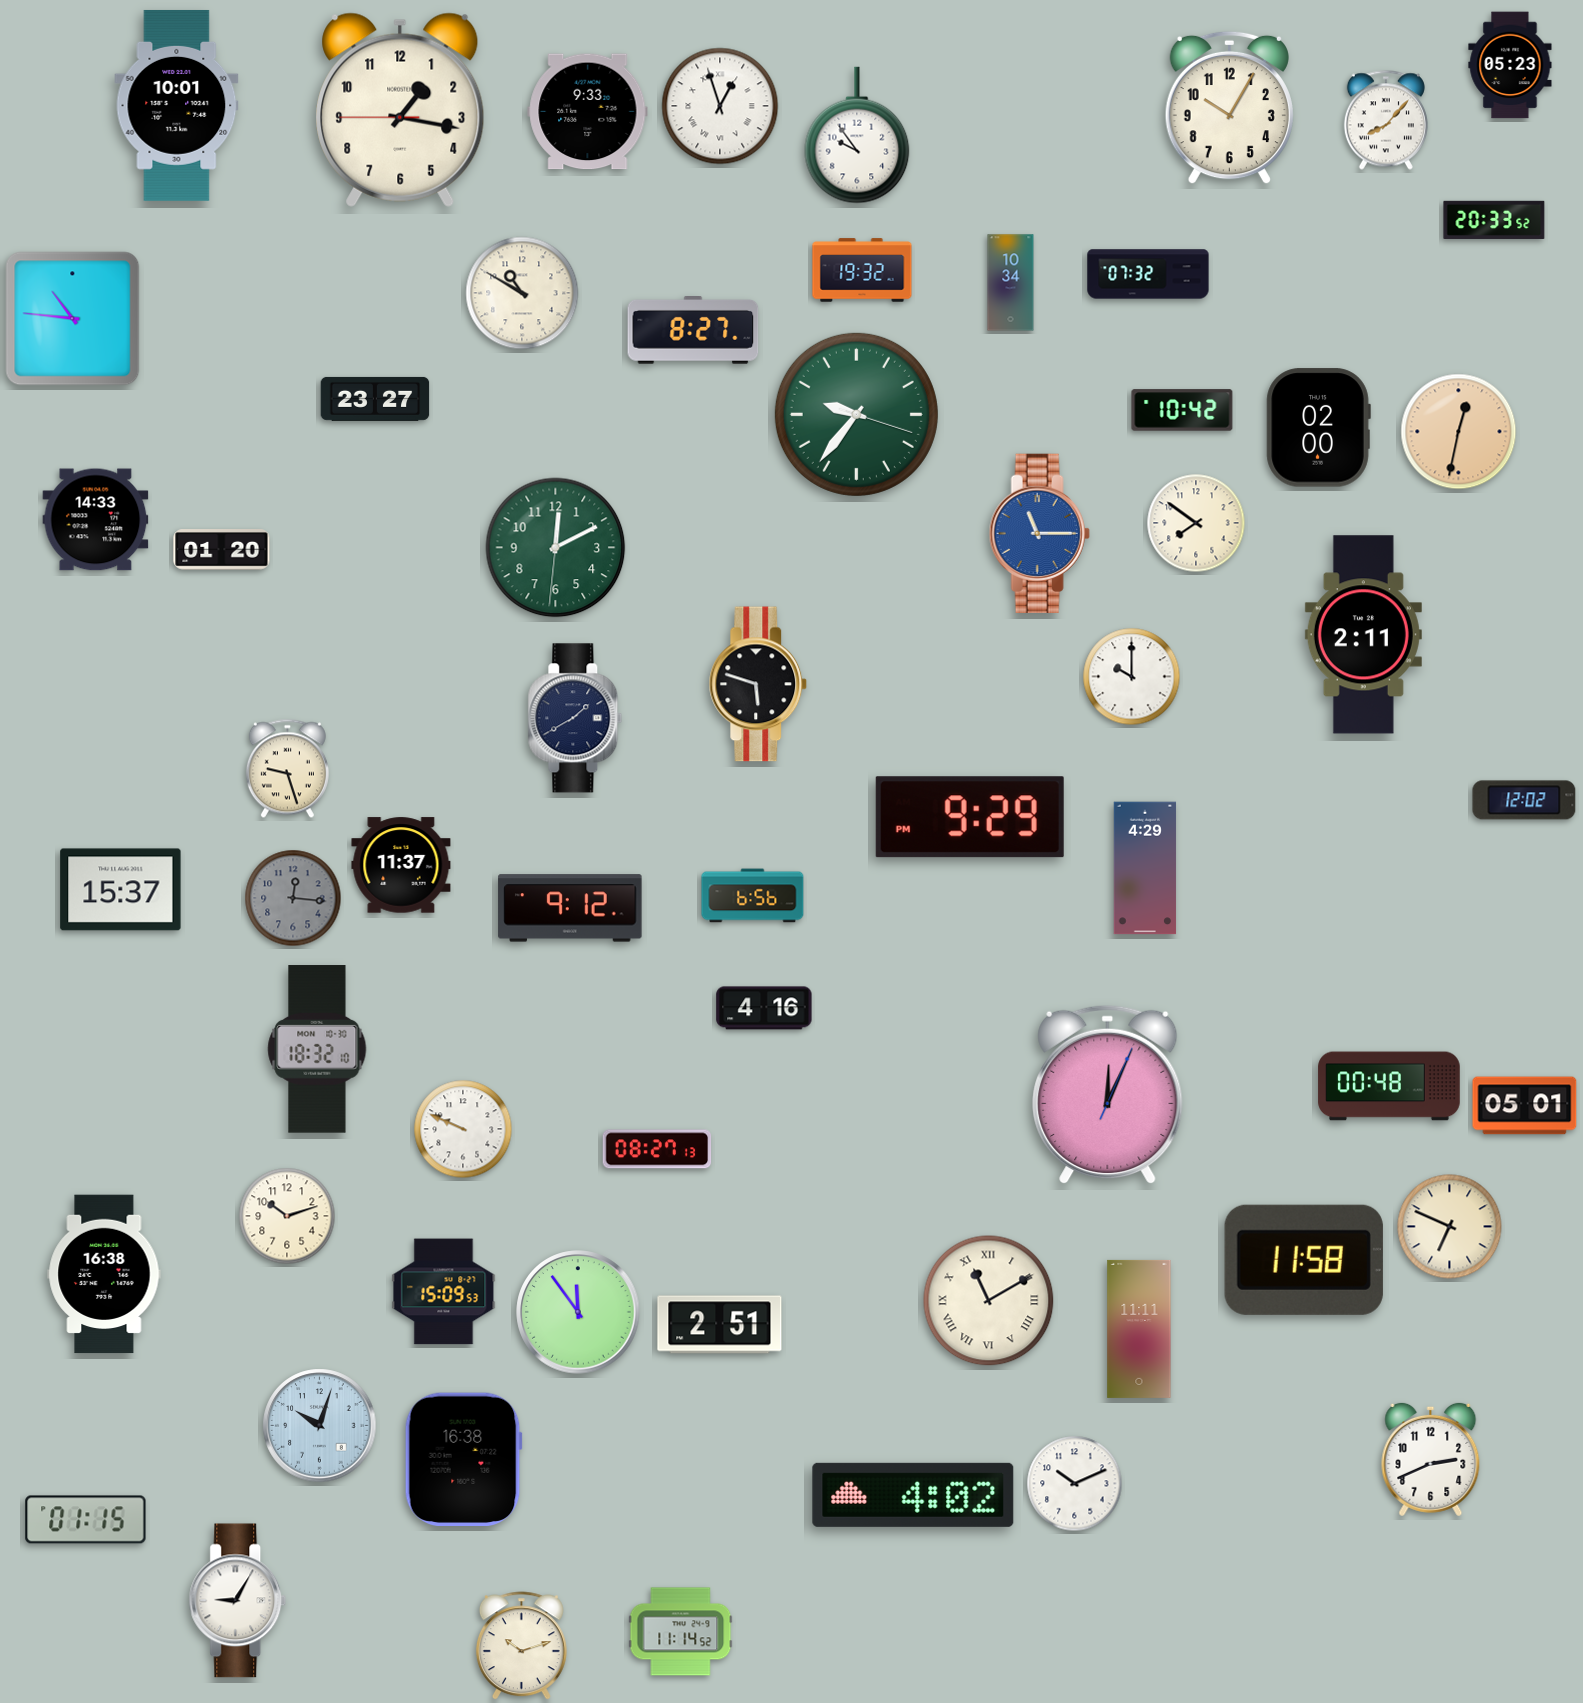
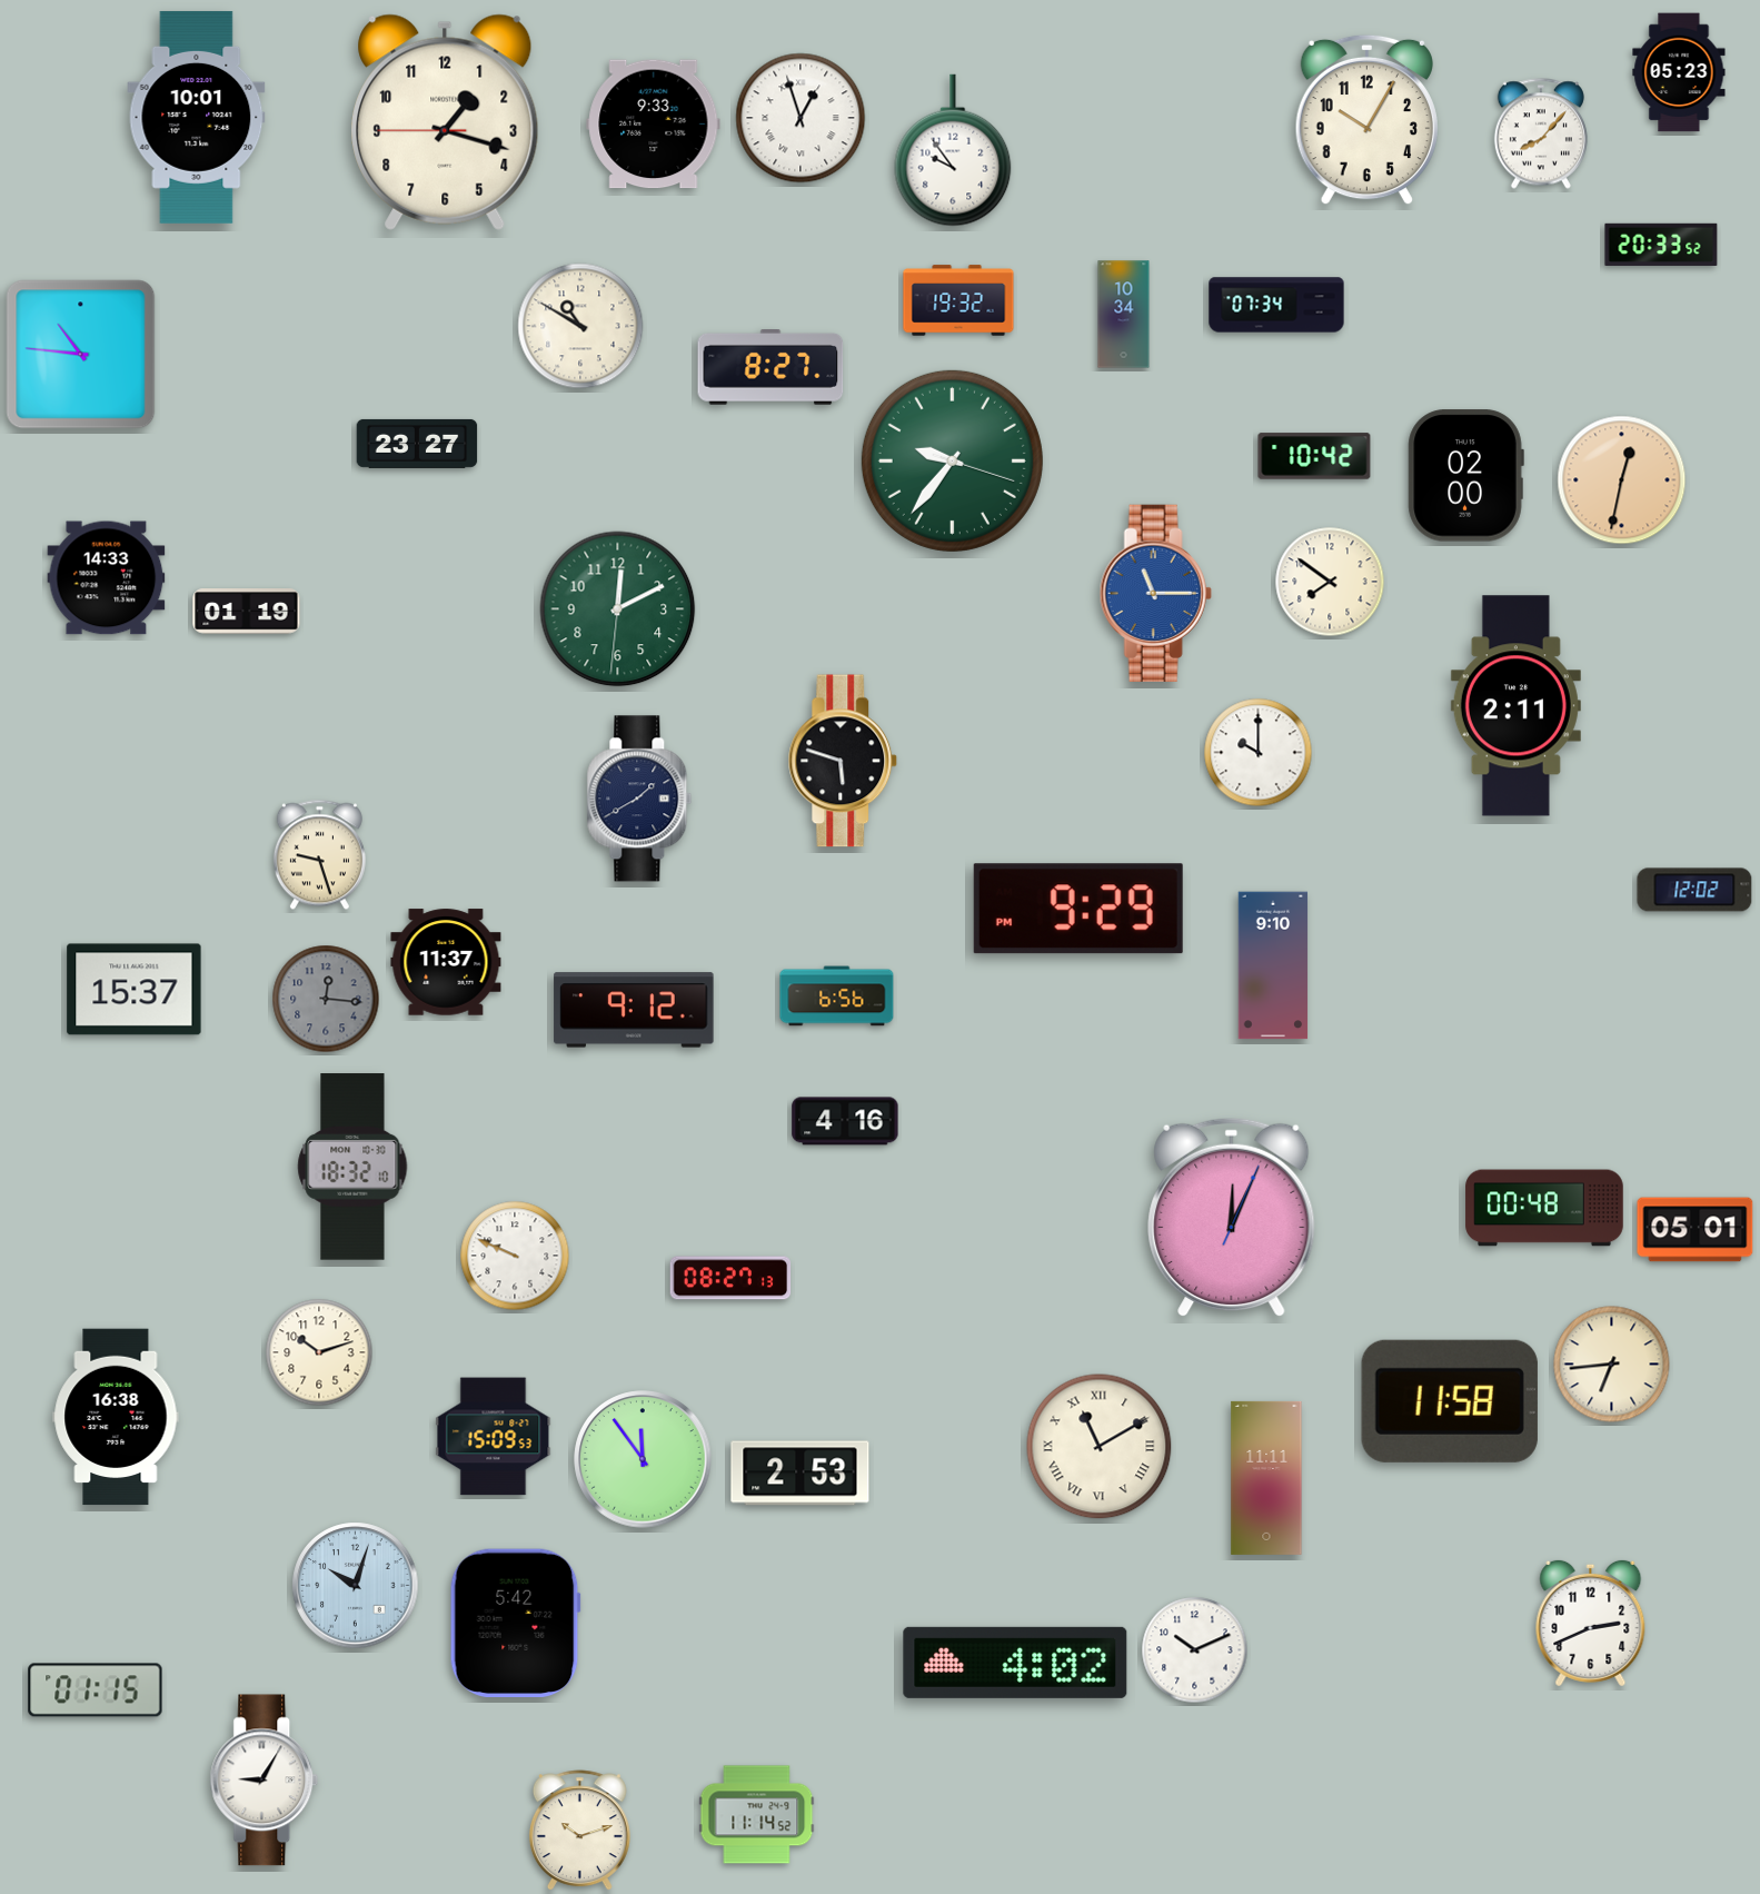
clock at (400, 110): 1:16 -> 1:17
clock at (1148, 274): 07:32 -> 07:34
clock at (222, 550): 01:20 -> 01:19
clock at (1145, 868): 4:29 -> 9:10
clock at (764, 1008) position: (764, 1008) -> (845, 1121)
clock at (1450, 1227): 6:49 -> 6:44
clock at (720, 1325): 2:51 -> 2:53
clock at (463, 1459): 16:38 -> 5:42
